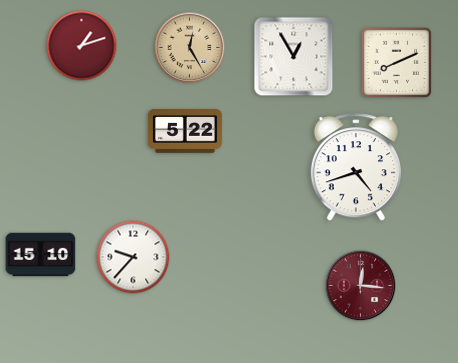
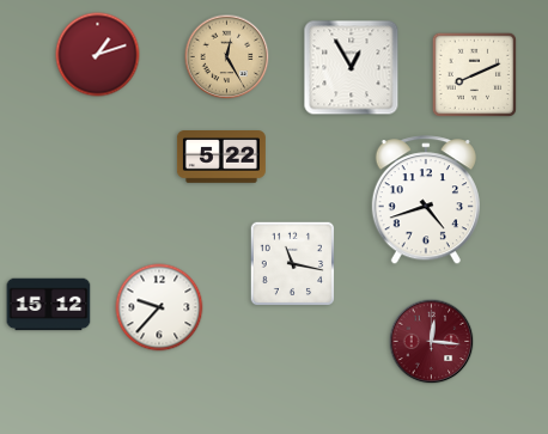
clock at (293, 264): none -> 11:17
clock at (41, 255): 15:10 -> 15:12
